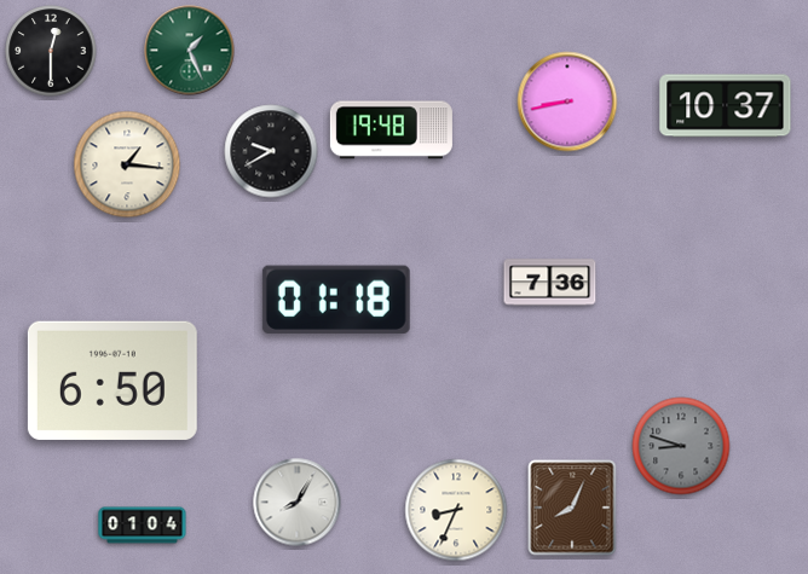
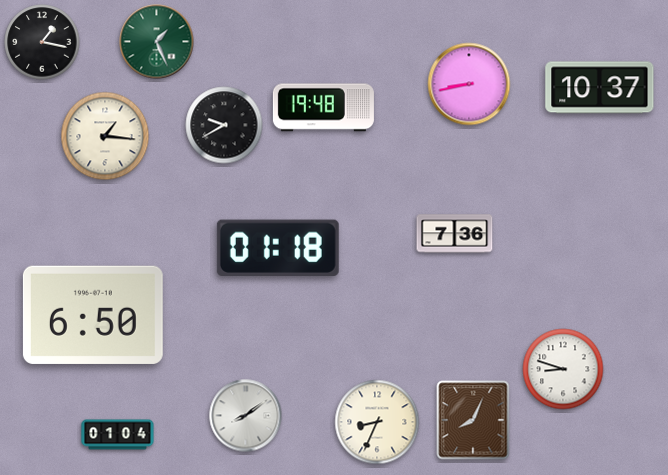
clock at (51, 51): 12:30 -> 1:17
clock at (681, 446) dial: grey -> white
clock at (298, 503): 8:05 -> 8:09
